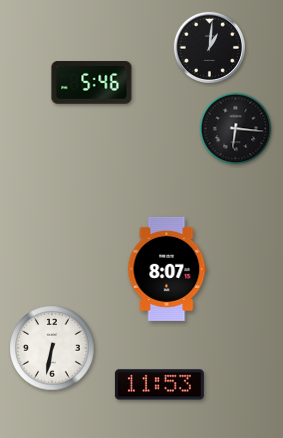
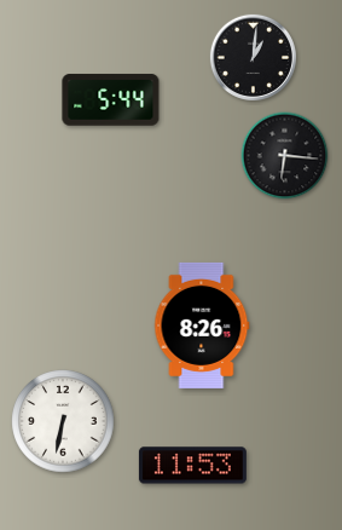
clock at (92, 83): 5:46 -> 5:44
clock at (167, 269): 8:07 -> 8:26
